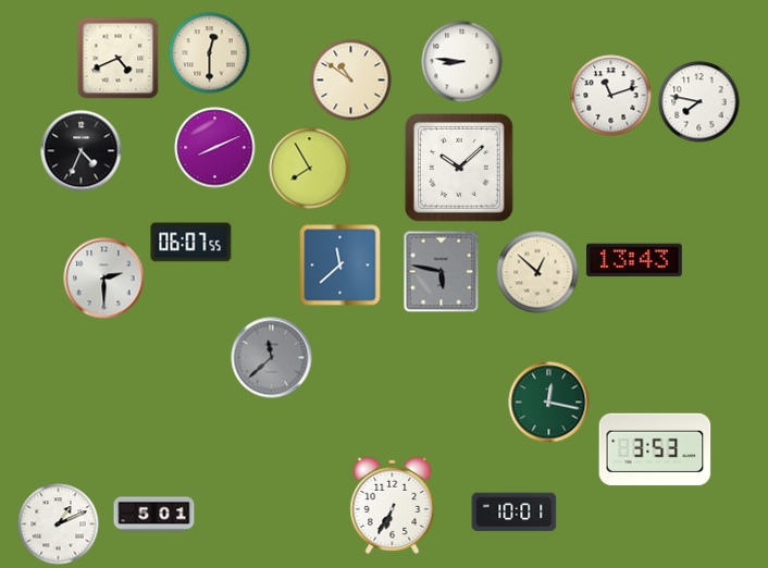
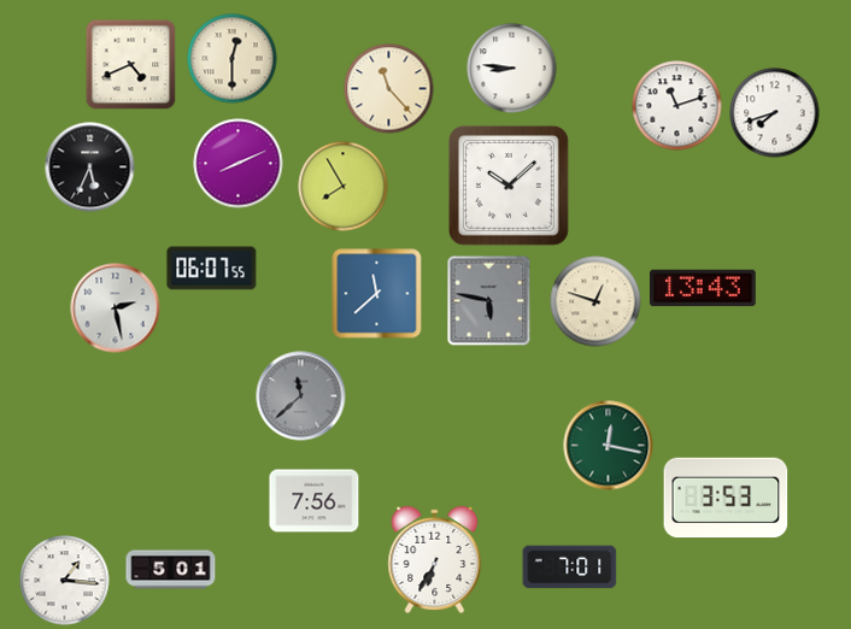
clock at (351, 81): 10:51 -> 11:23
clock at (699, 102): 7:47 -> 7:42
clock at (82, 151): 4:34 -> 5:34
clock at (537, 272): 12:52 -> 12:48
clock at (104, 279): 2:30 -> 2:28
clock at (315, 501): none -> 7:56
clock at (515, 513): 10:01 -> 7:01
clock at (59, 524): 1:11 -> 1:16
